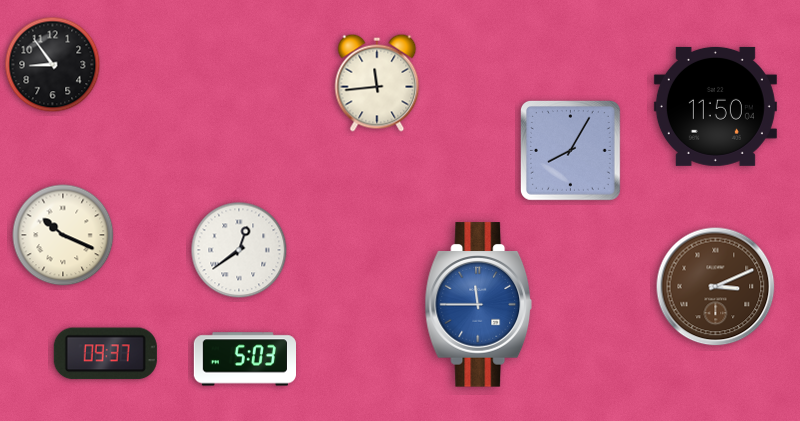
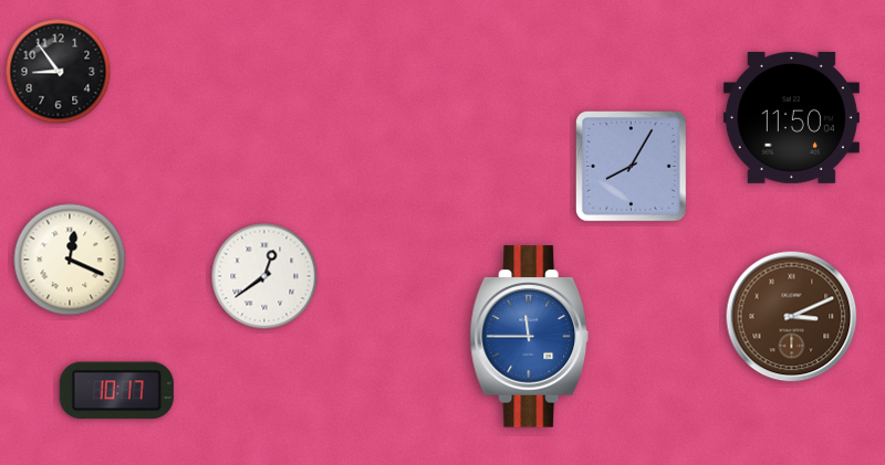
clock at (377, 83): 11:44 -> none
clock at (63, 235): 10:19 -> 12:19
clock at (105, 354): 09:37 -> 10:17
clock at (244, 359): 5:03 -> none
